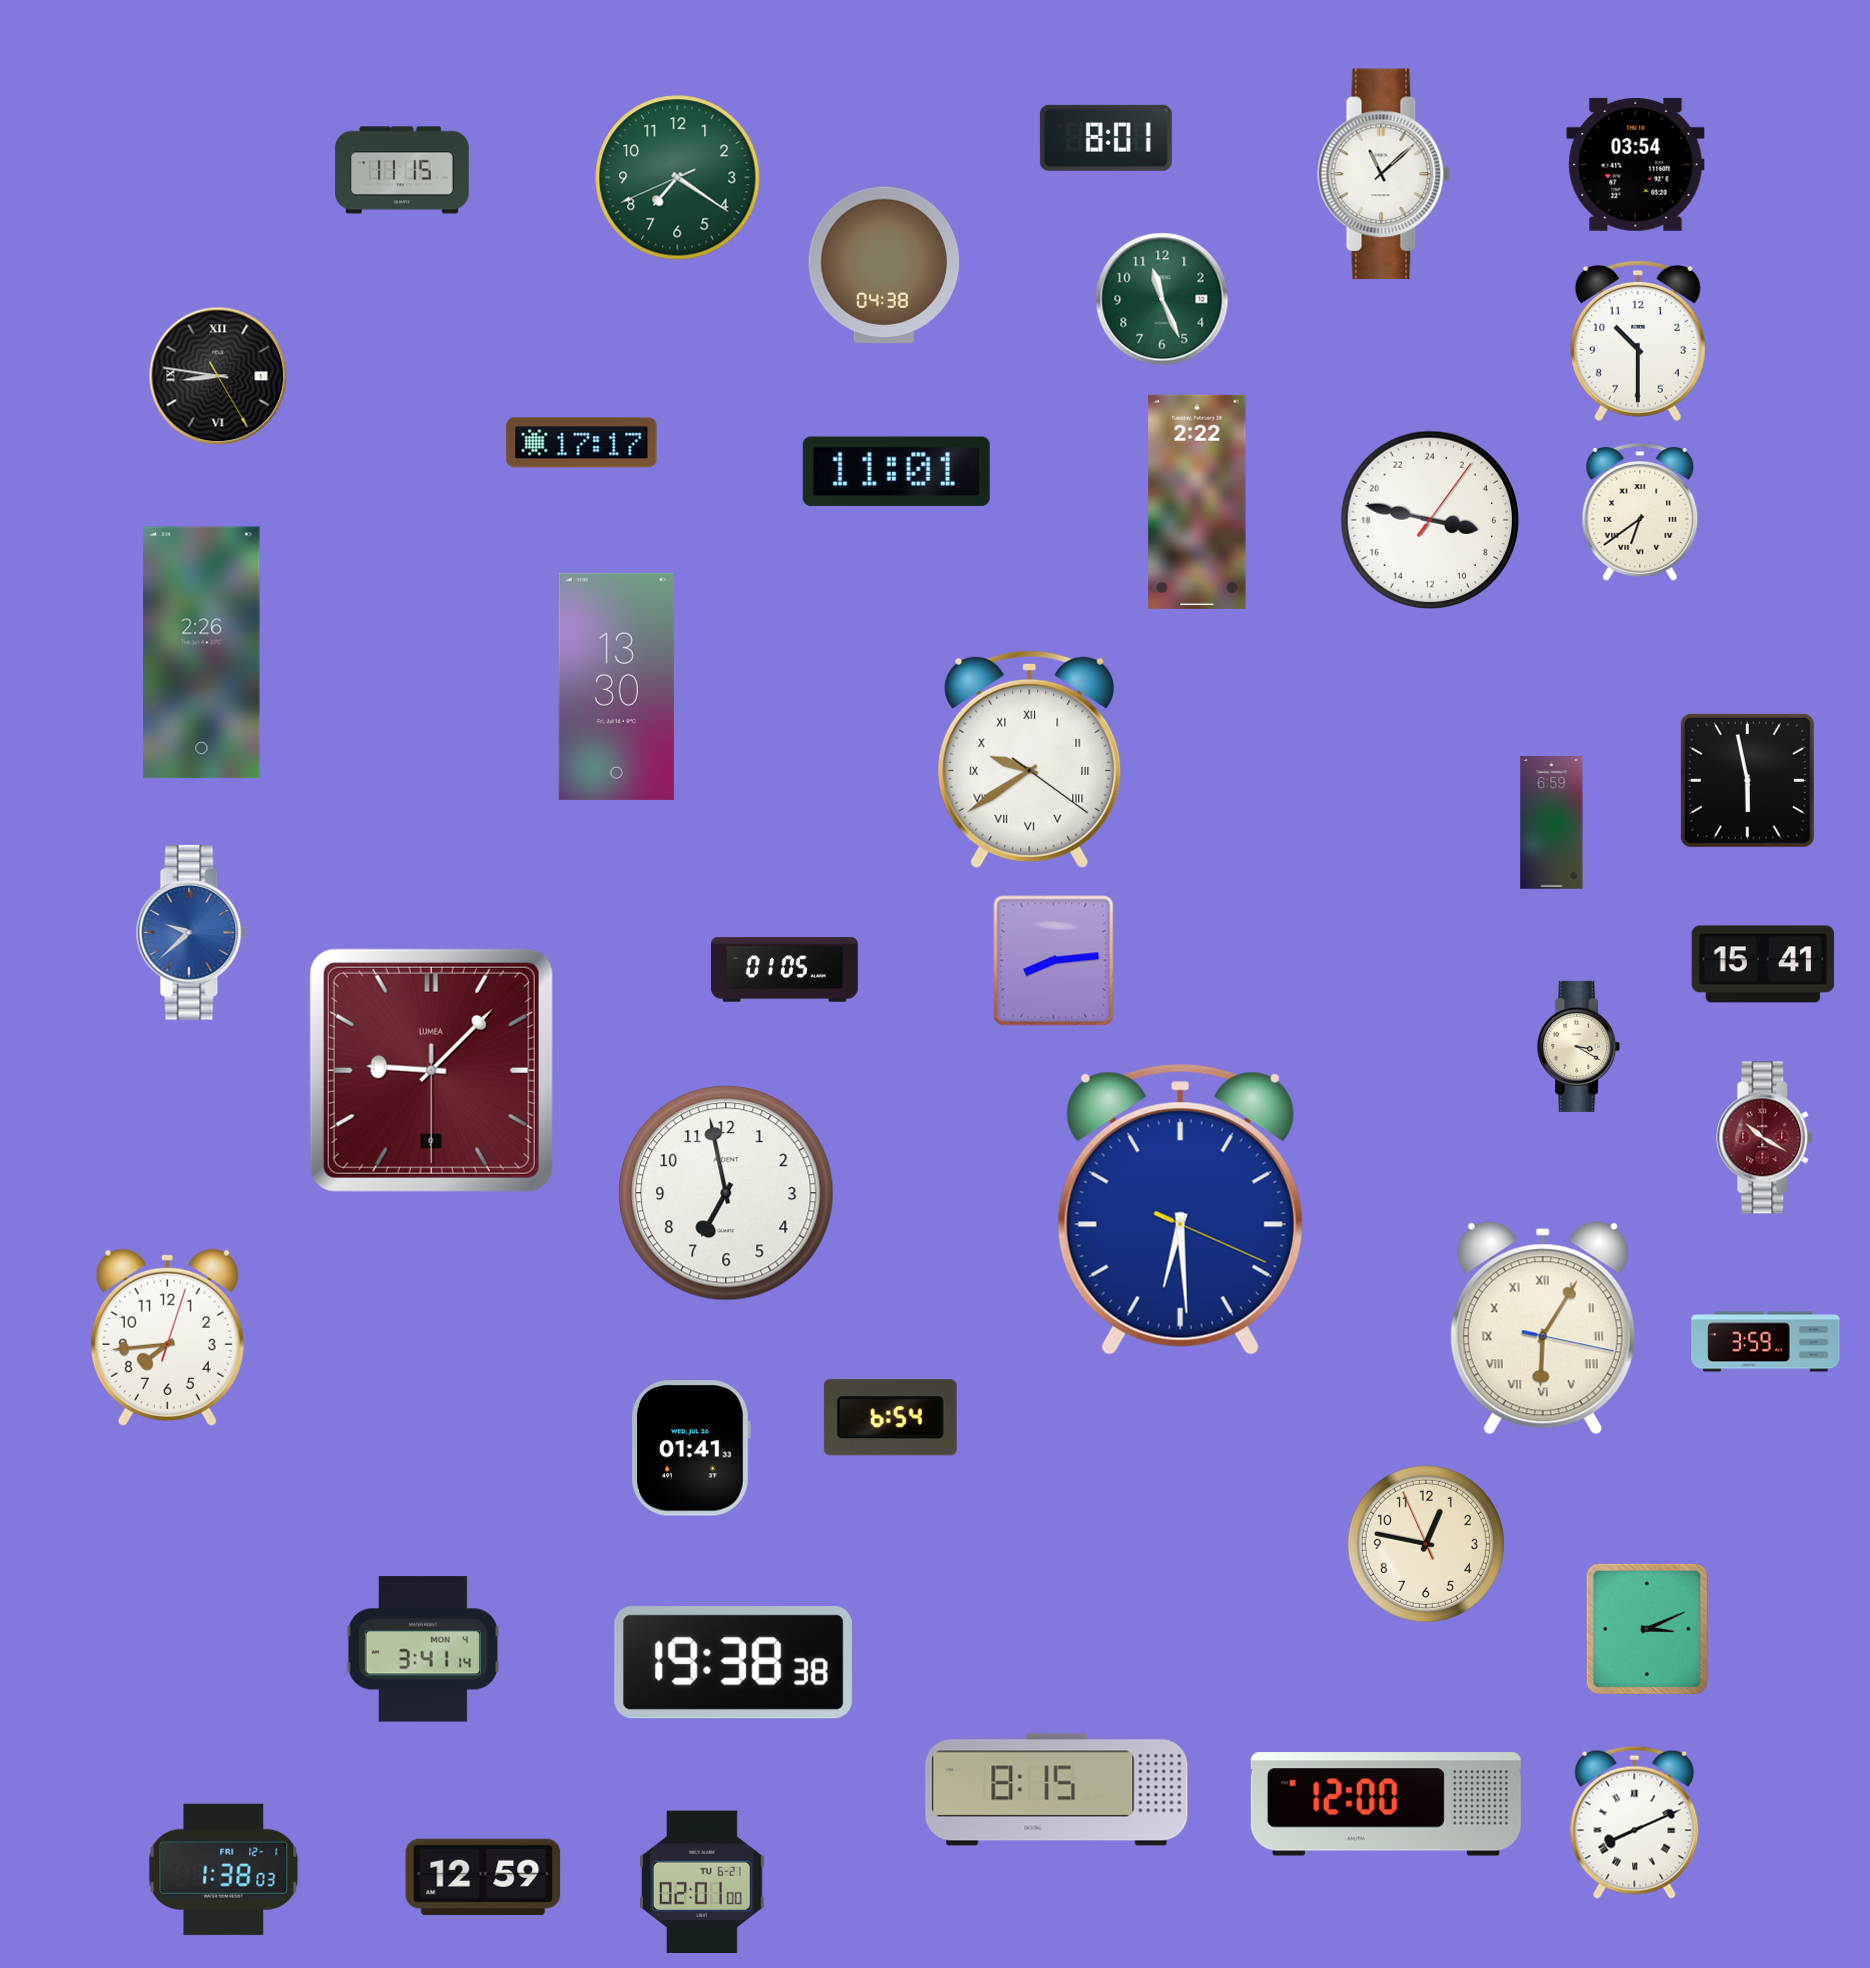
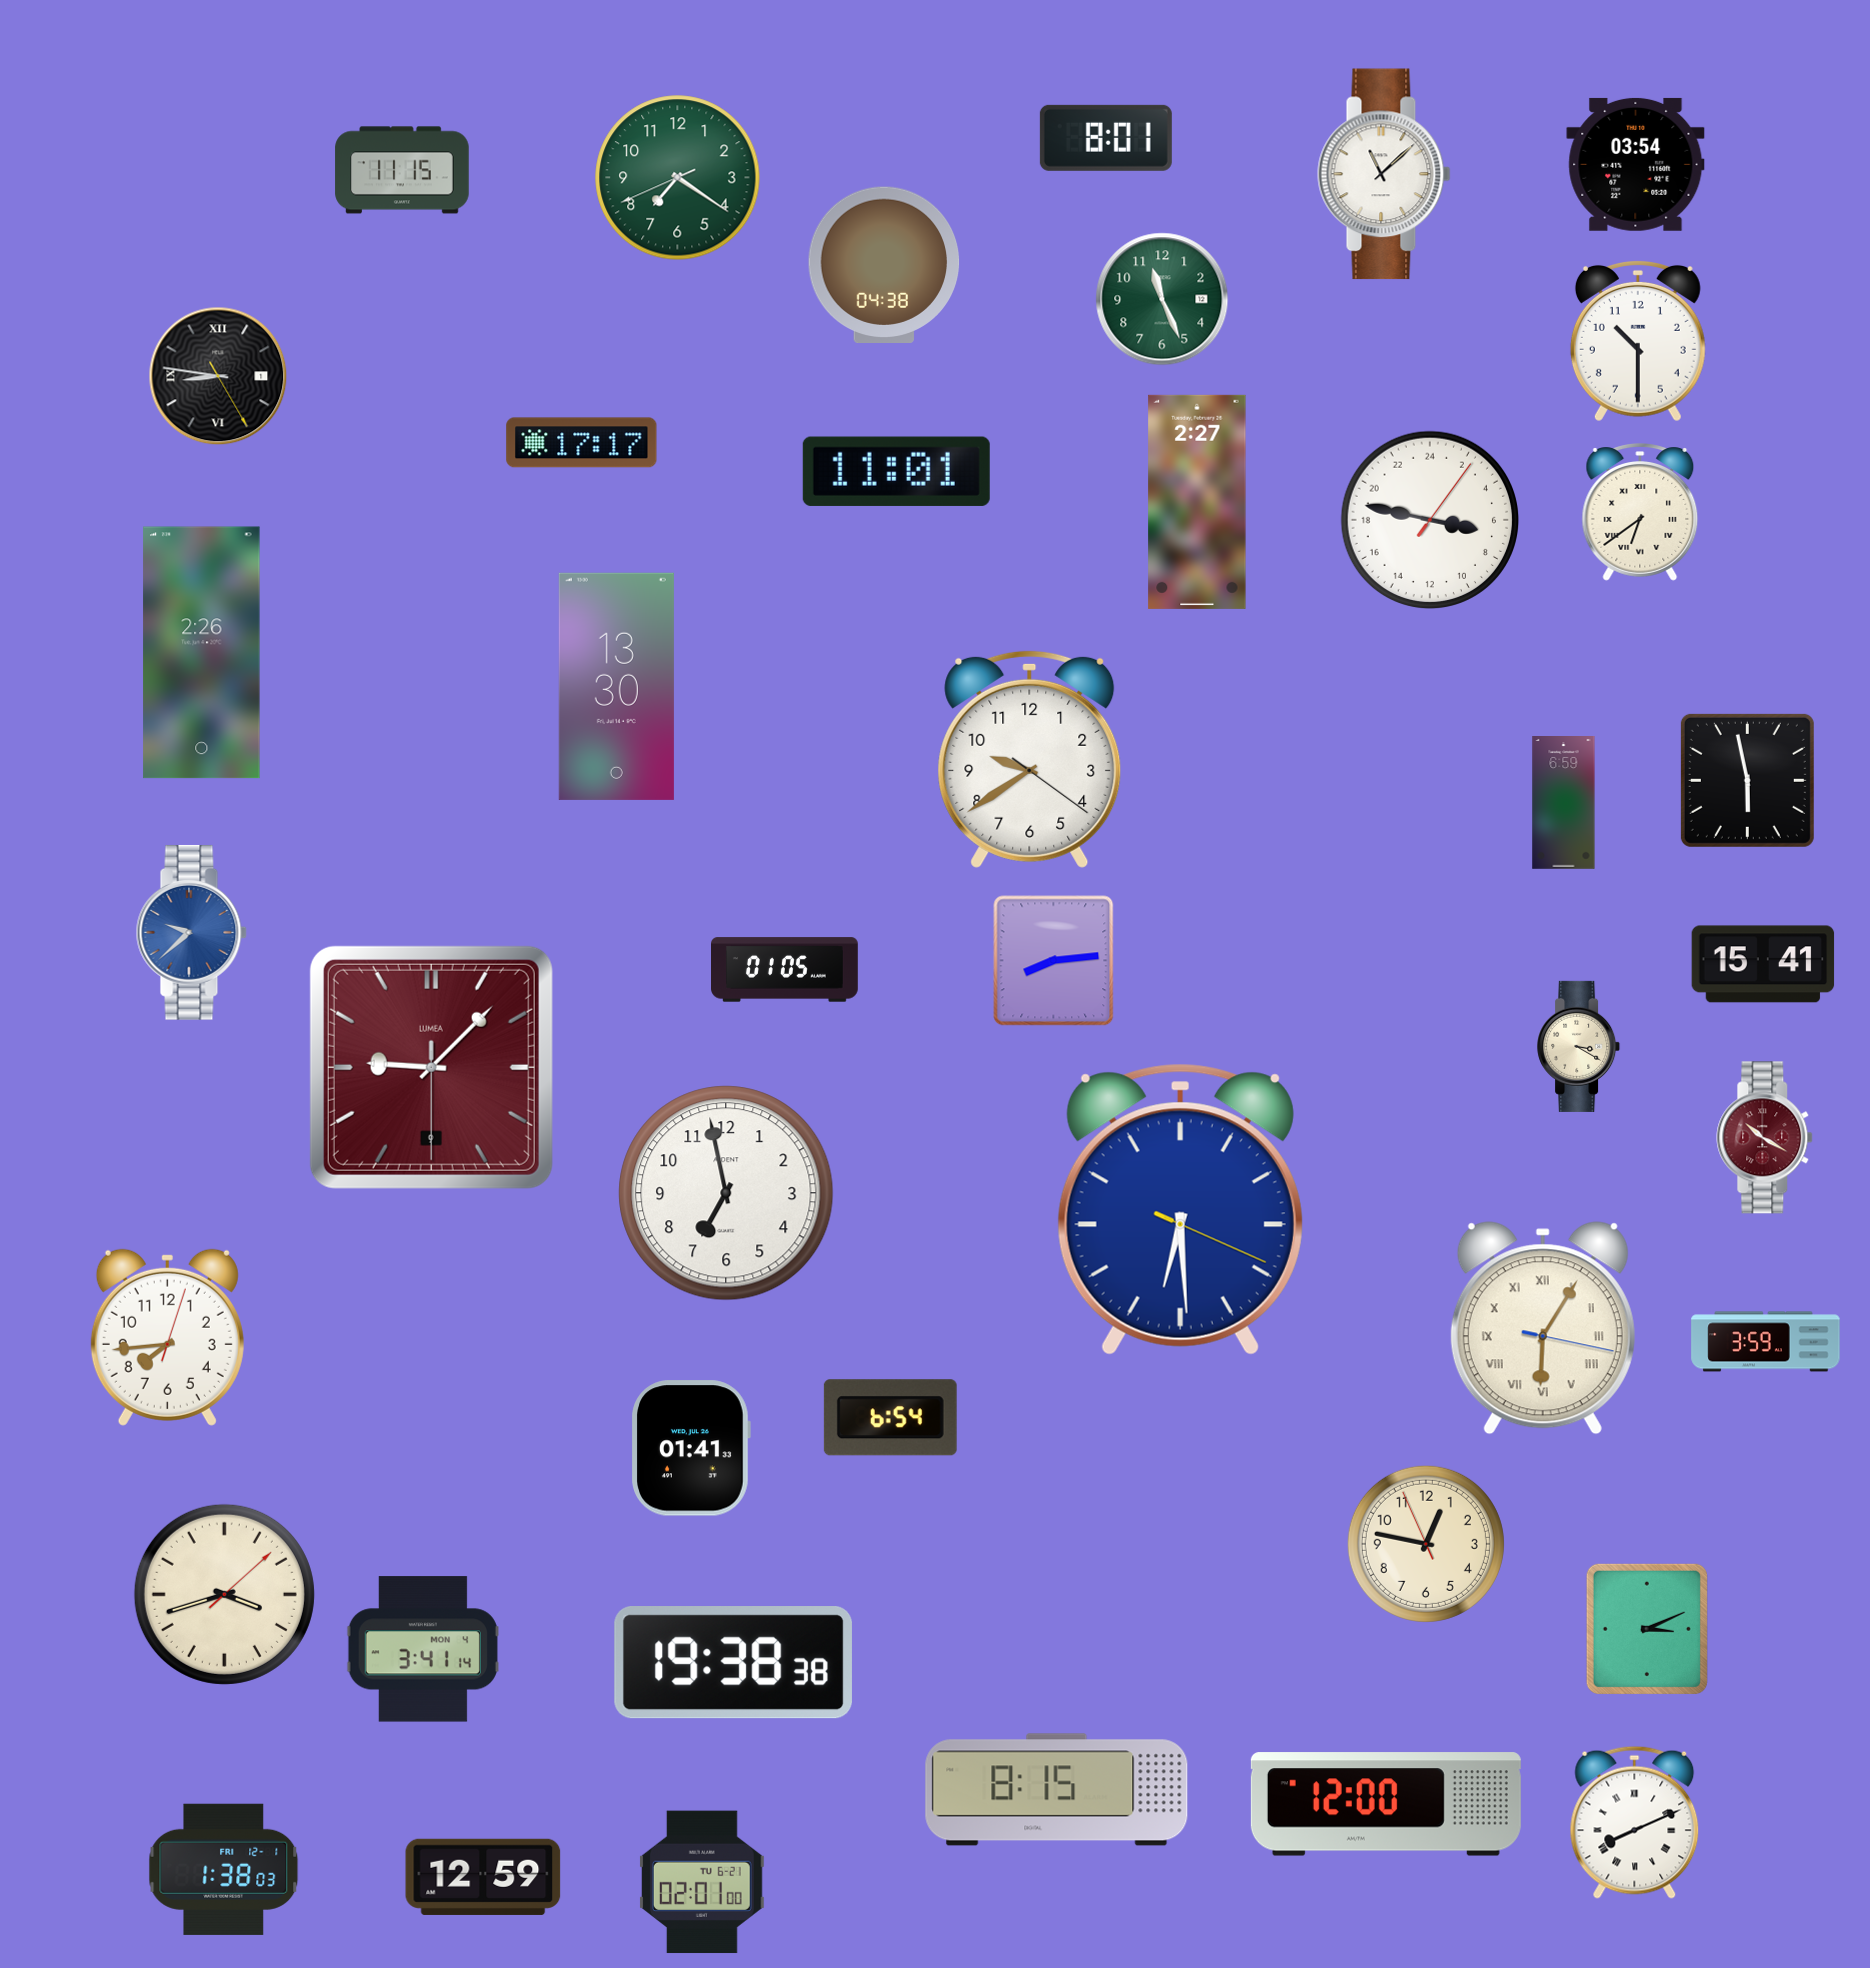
clock at (1197, 502): 2:22 -> 2:27
clock at (1030, 759) numerals: Roman -> Arabic
clock at (1552, 823) position: (1552, 823) -> (1564, 803)
clock at (431, 1070) position: (431, 1070) -> (431, 1067)
clock at (224, 1594): none -> 3:42
